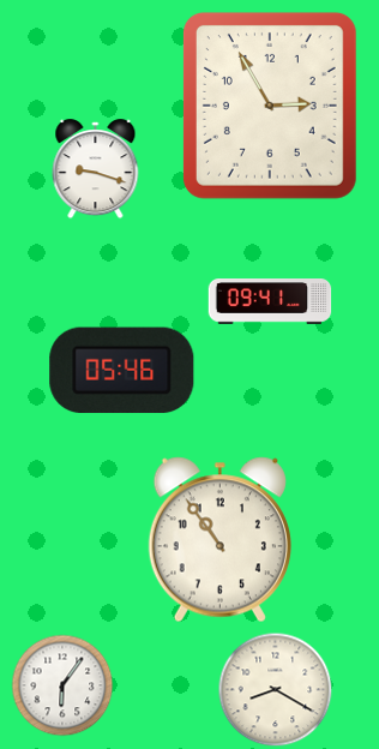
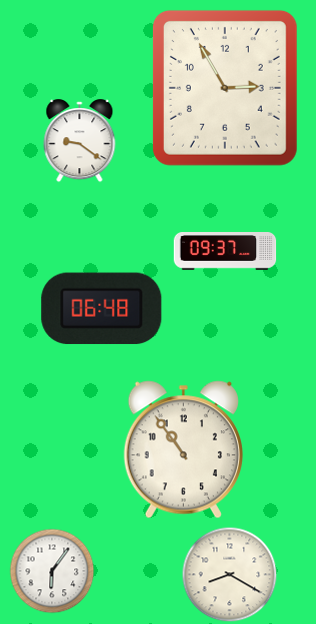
clock at (96, 169): 9:18 -> 9:21
clock at (270, 302): 09:41 -> 09:37
clock at (122, 371): 05:46 -> 06:48
